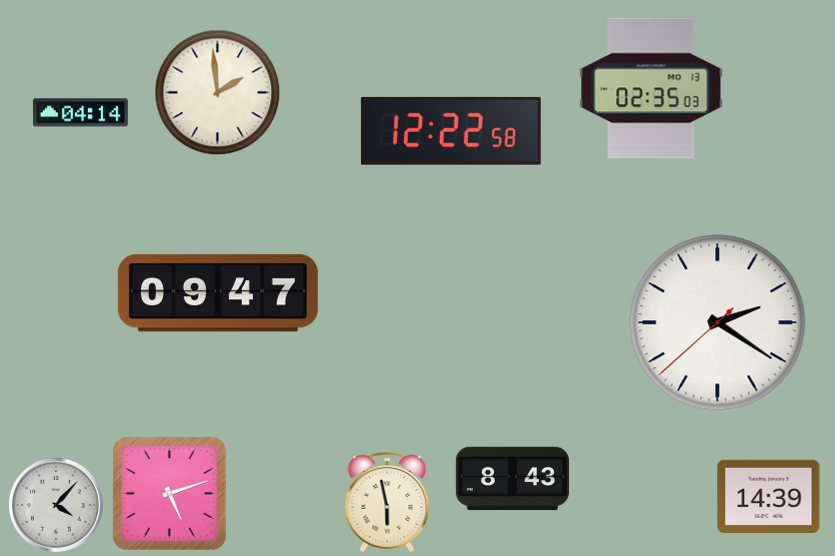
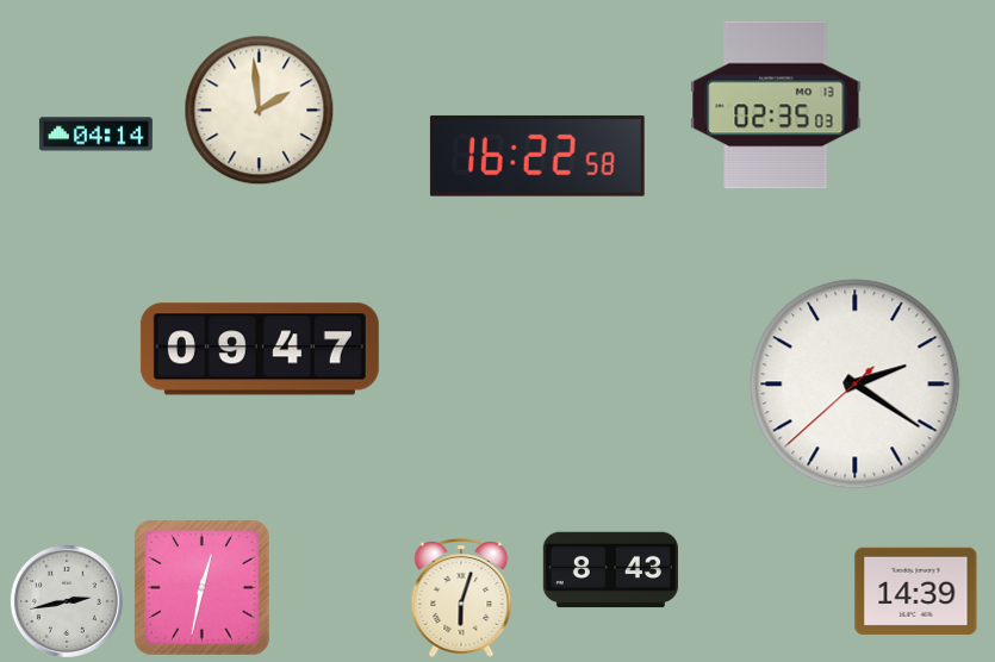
clock at (451, 131): 12:22 -> 16:22
clock at (170, 494): 5:12 -> 12:32
clock at (387, 502): 5:58 -> 6:03
clock at (56, 505): 4:07 -> 2:43
